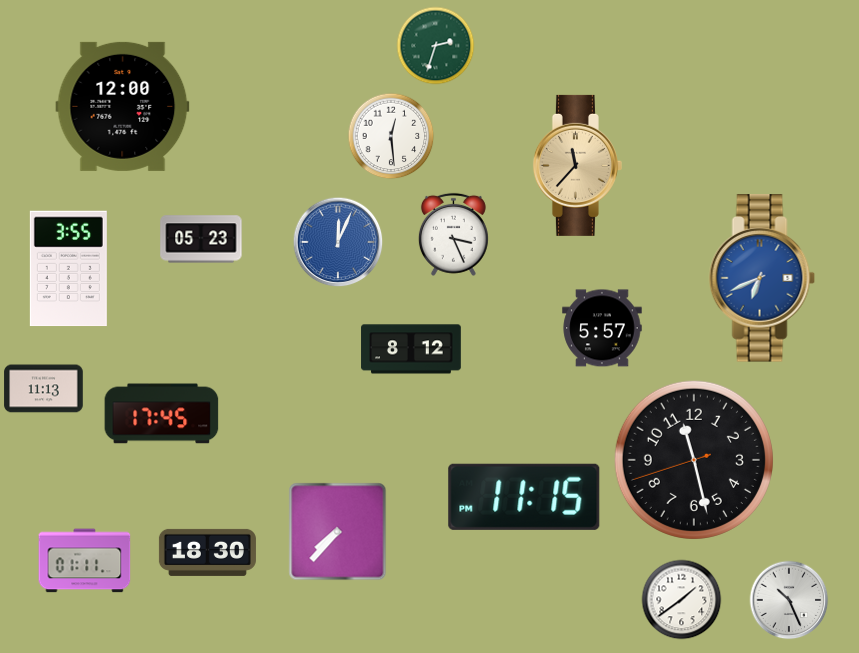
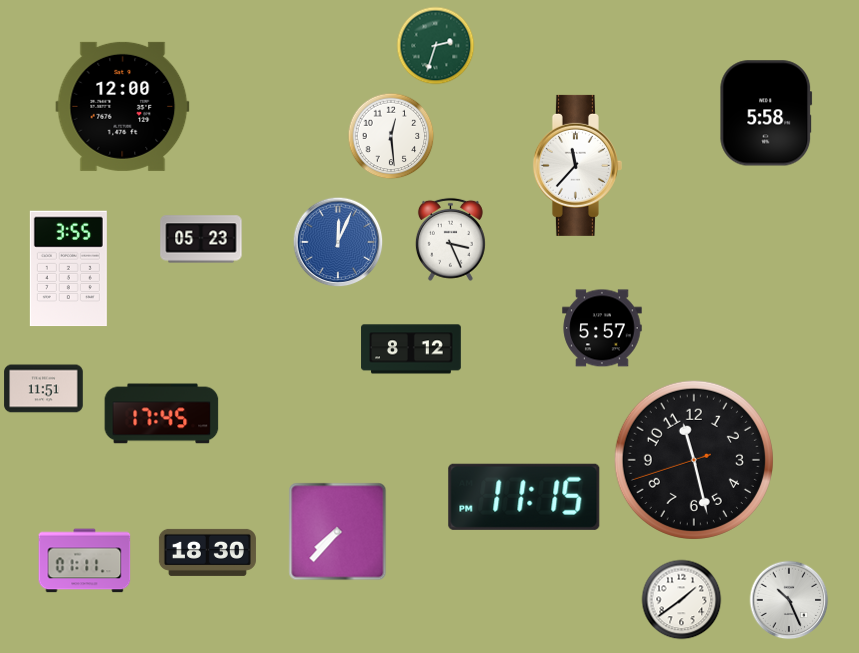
clock at (766, 113): none -> 5:58
clock at (577, 165) dial: champagne -> white
clock at (453, 234) position: (453, 234) -> (450, 239)
clock at (762, 278): 6:41 -> none
clock at (44, 389): 11:13 -> 11:51
